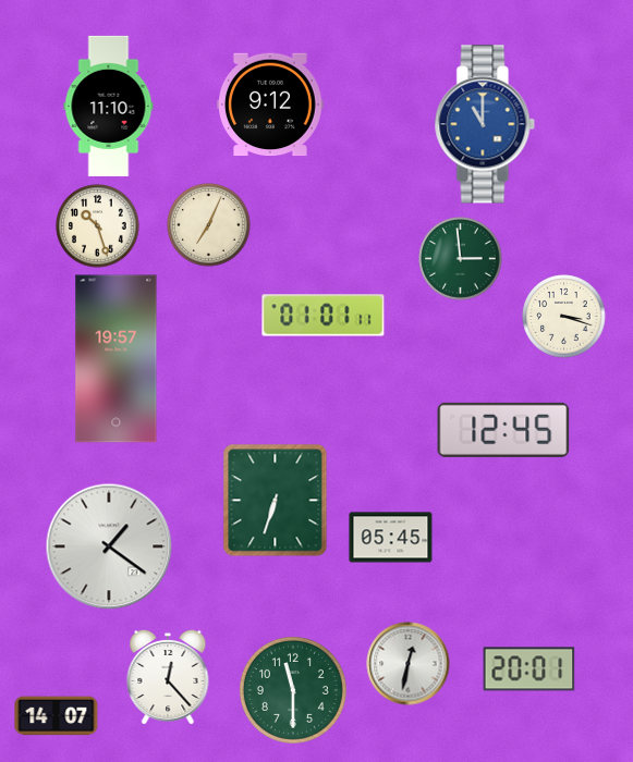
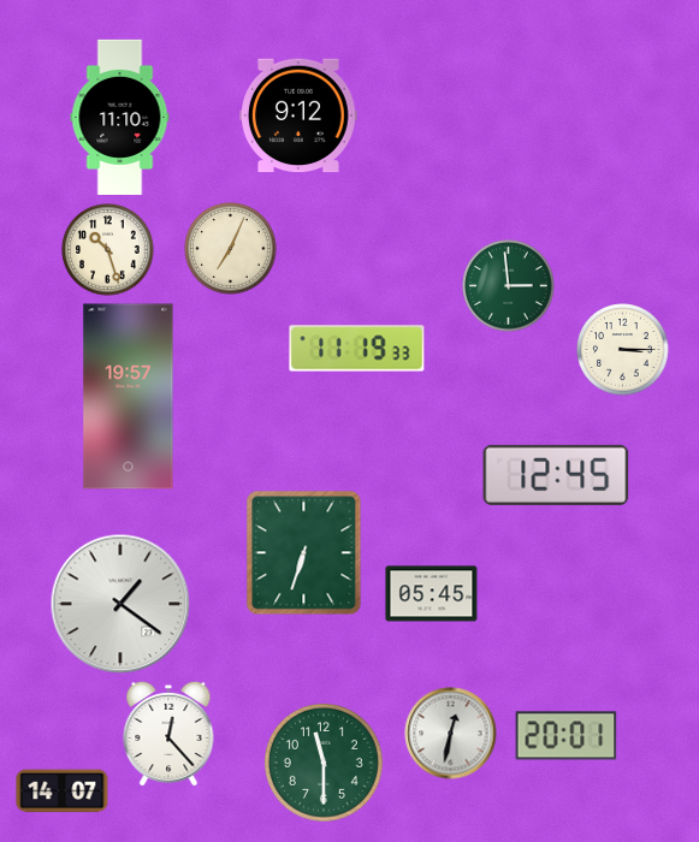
clock at (485, 124): 11:00 -> none
clock at (324, 316): 01:01 -> 11:19
clock at (564, 317): 3:18 -> 3:15
clock at (529, 669) position: (529, 669) -> (567, 736)
clock at (168, 677) position: (168, 677) -> (168, 734)
